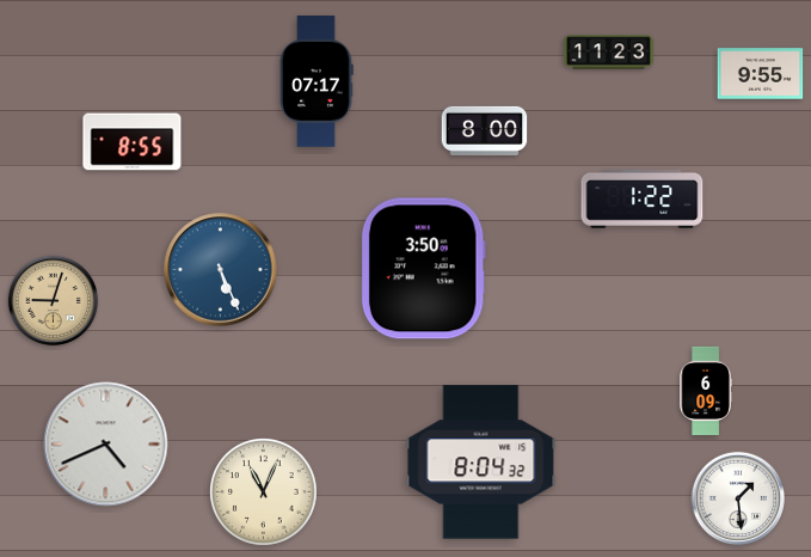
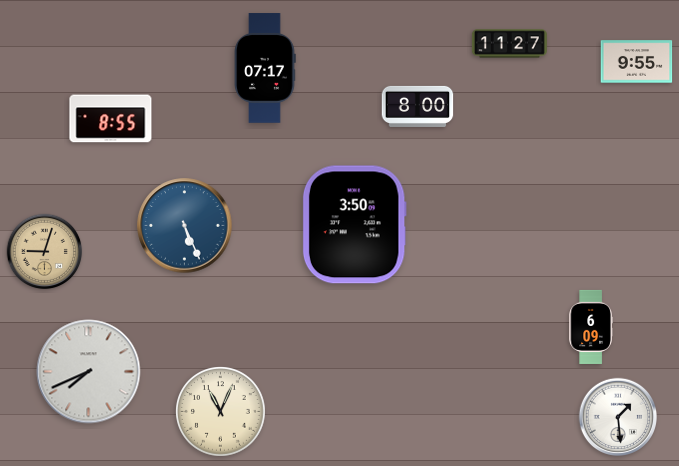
clock at (608, 53): 11:23 -> 11:27
clock at (485, 130) position: (485, 130) -> (418, 106)
clock at (643, 198): 1:22 -> none
clock at (106, 445): 4:41 -> 7:41
clock at (481, 463): 8:04 -> none
